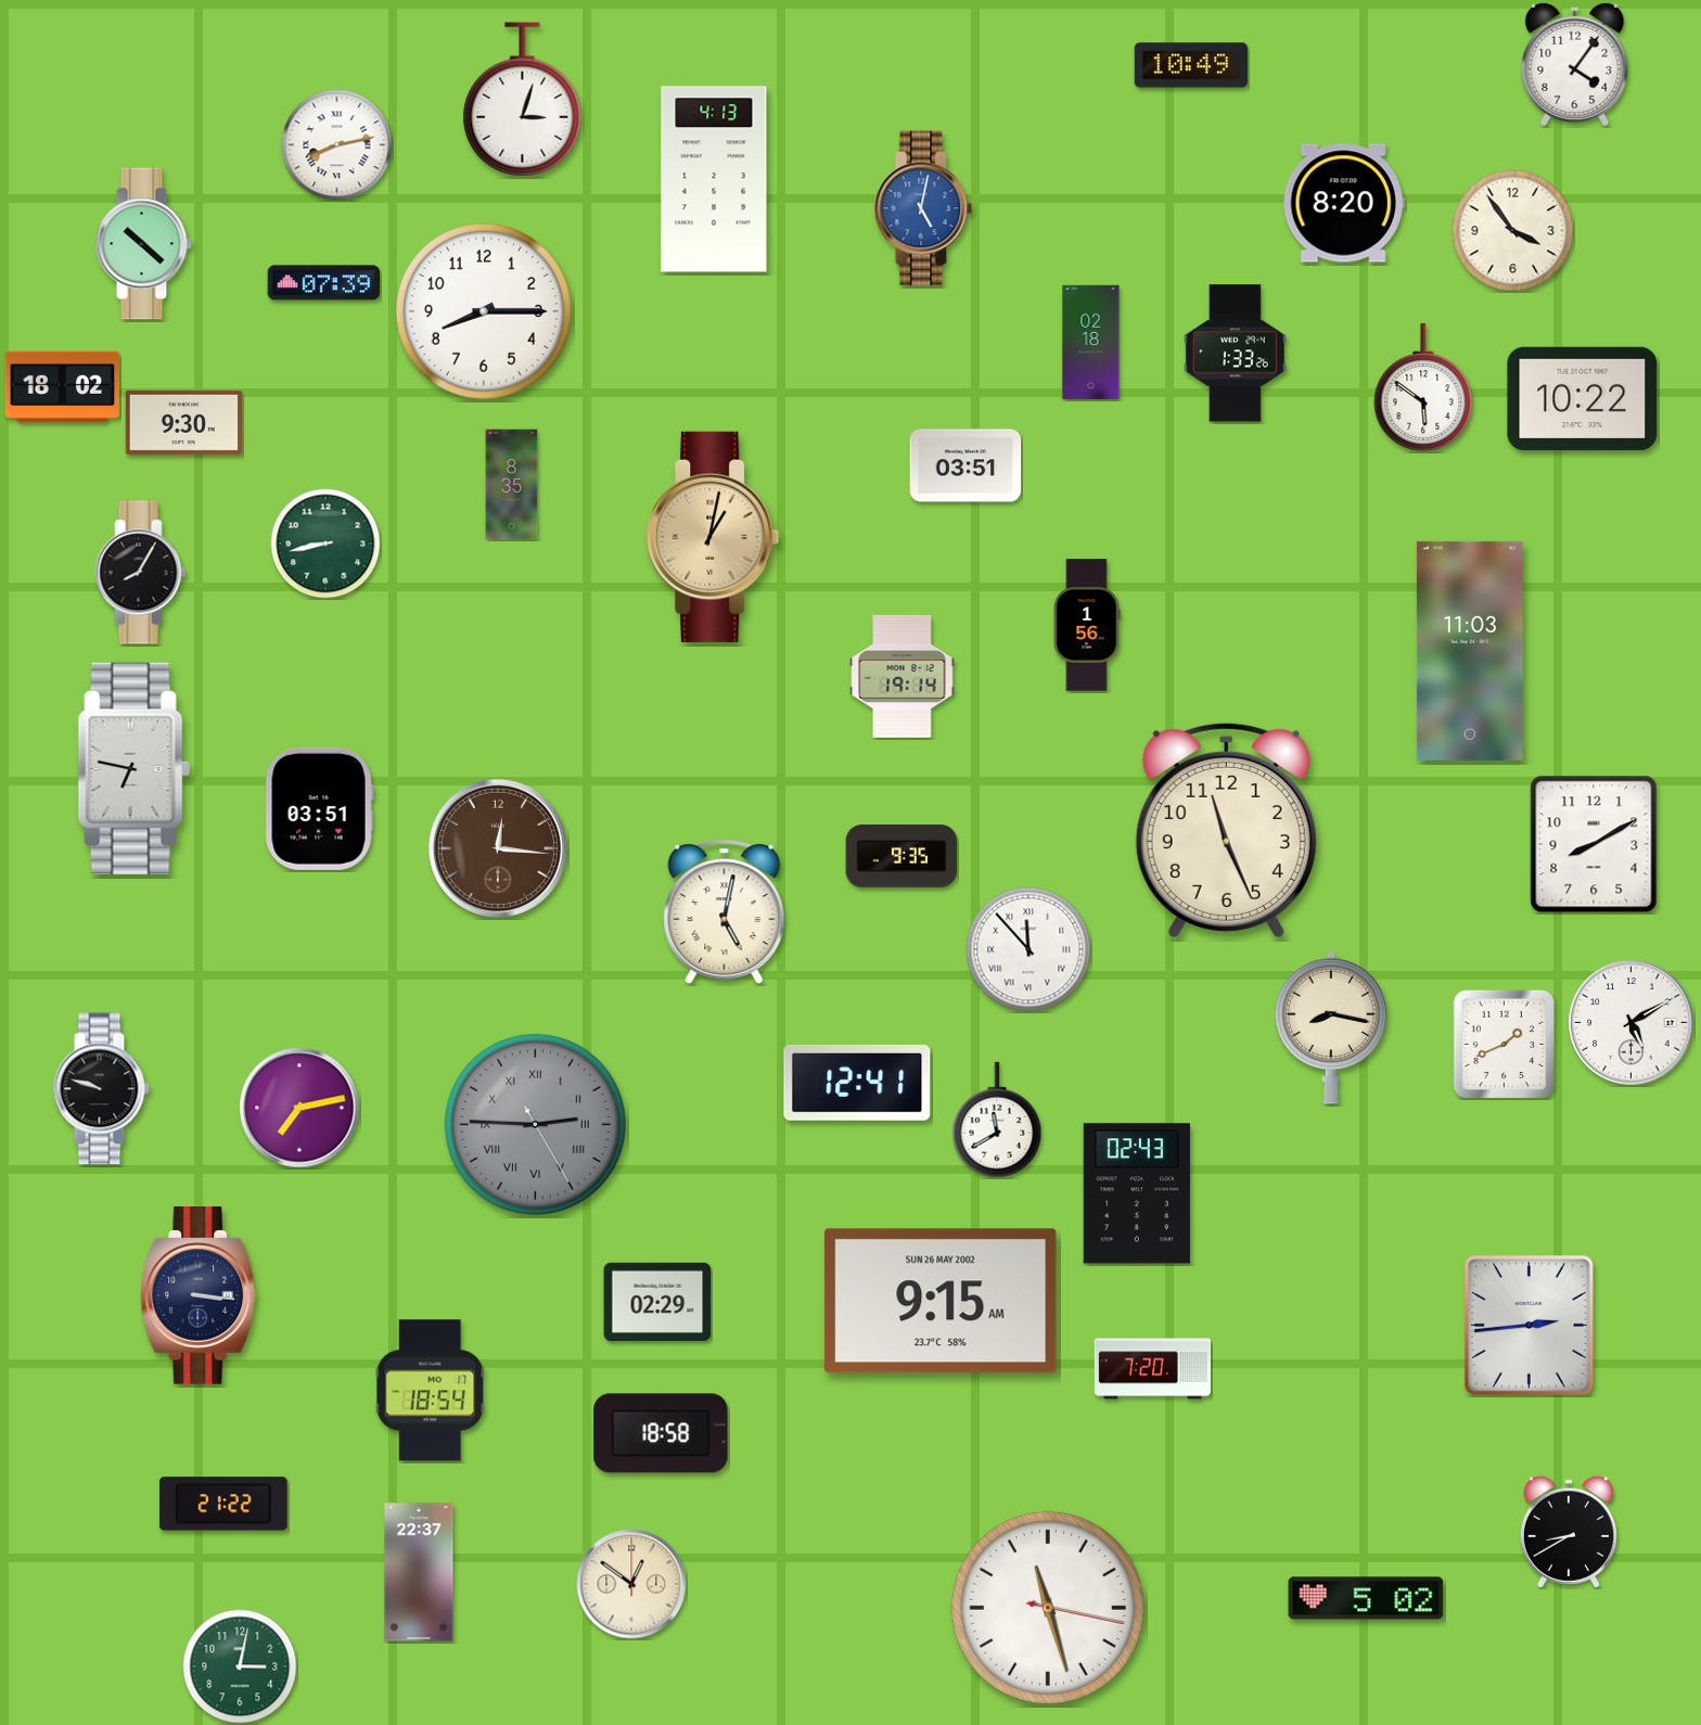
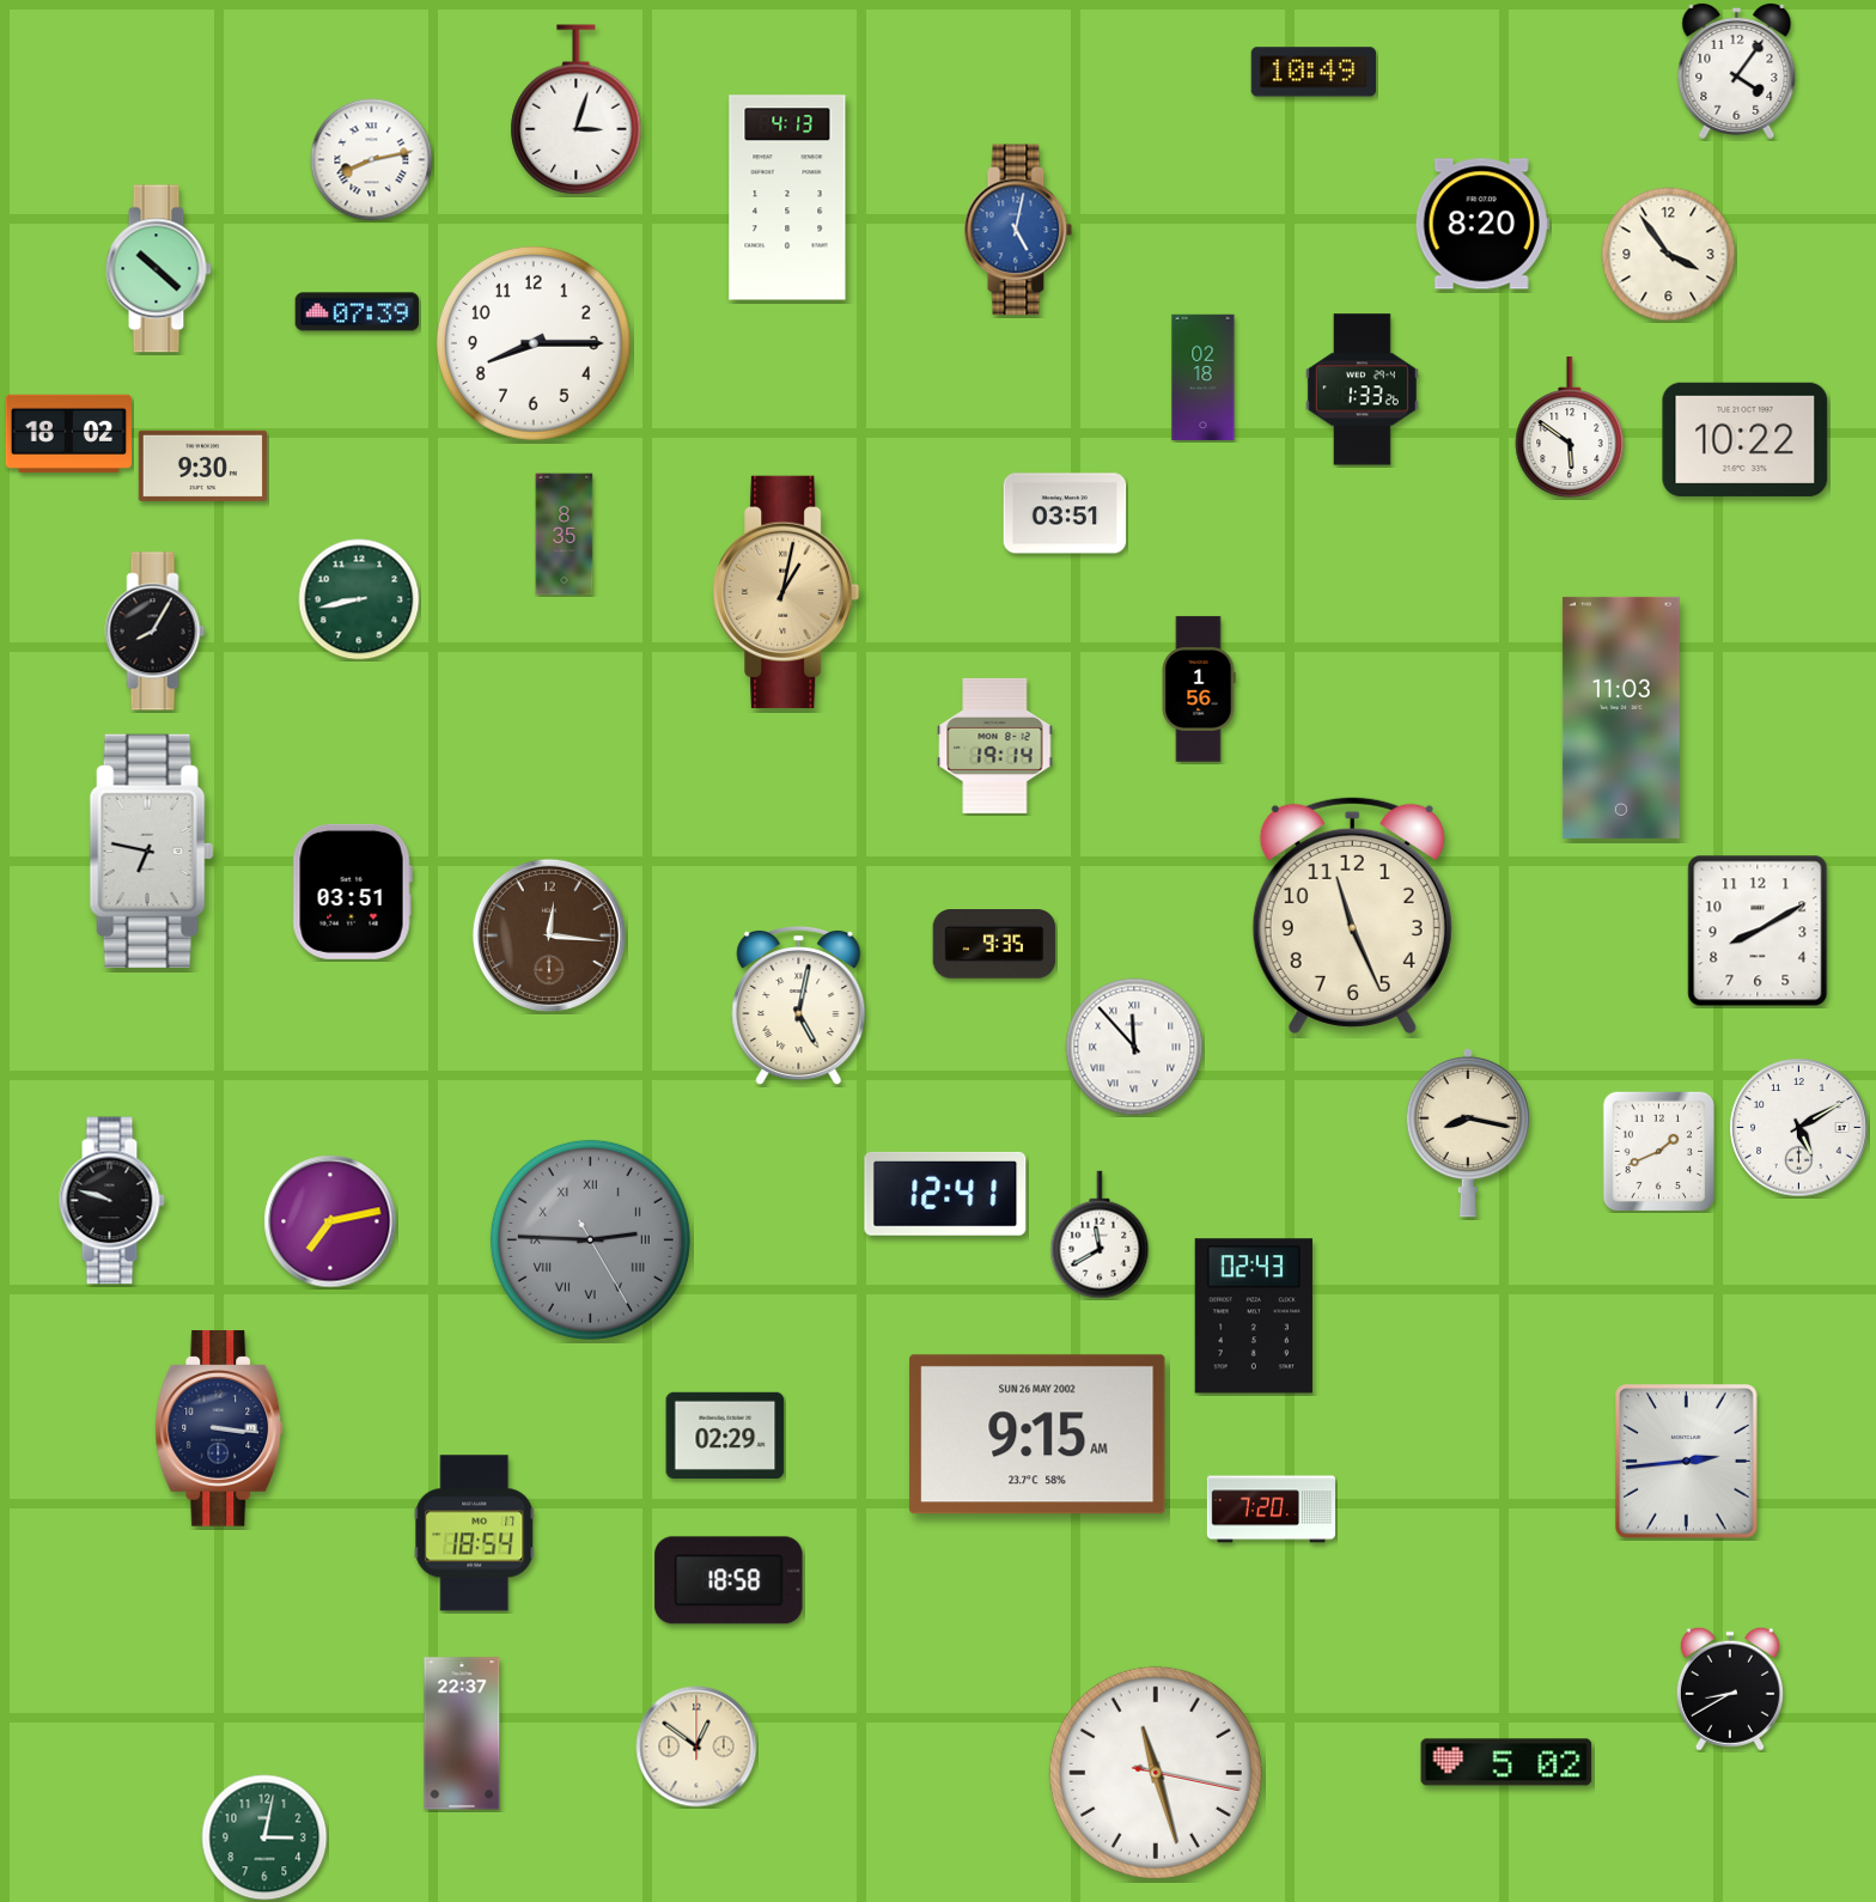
clock at (62, 386) position: (62, 386) -> (68, 433)
clock at (133, 768) position: (133, 768) -> (151, 851)
clock at (223, 1504): 21:22 -> none
